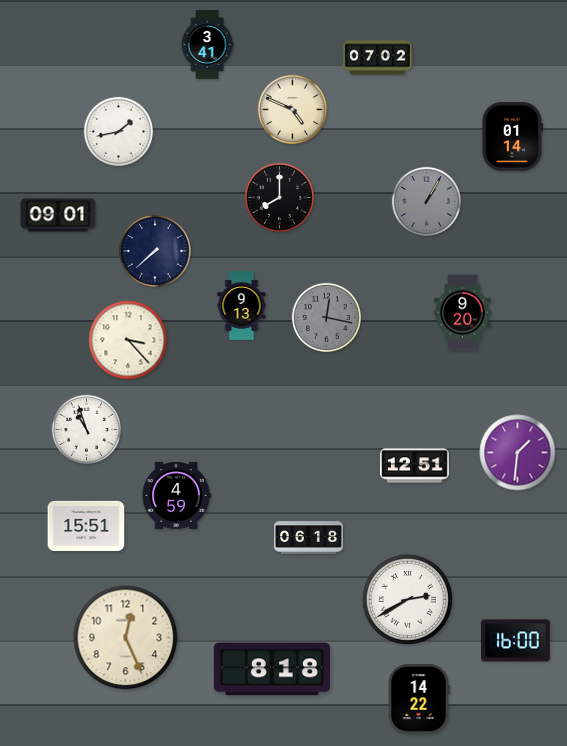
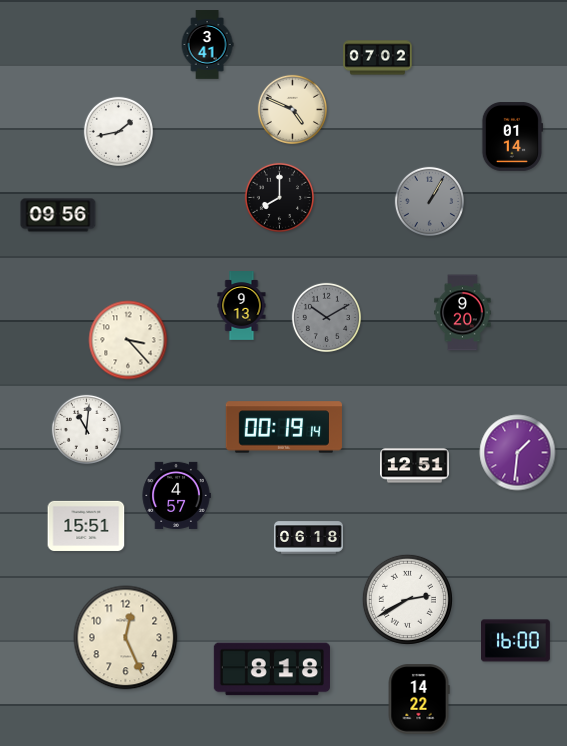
clock at (426, 201) position: (426, 201) -> (429, 201)
clock at (58, 215): 09:01 -> 09:56
clock at (156, 252): 7:38 -> none
clock at (326, 317): 12:17 -> 10:10
clock at (284, 427): none -> 00:19
clock at (86, 429): 10:57 -> 11:01
clock at (176, 495): 4:59 -> 4:57
